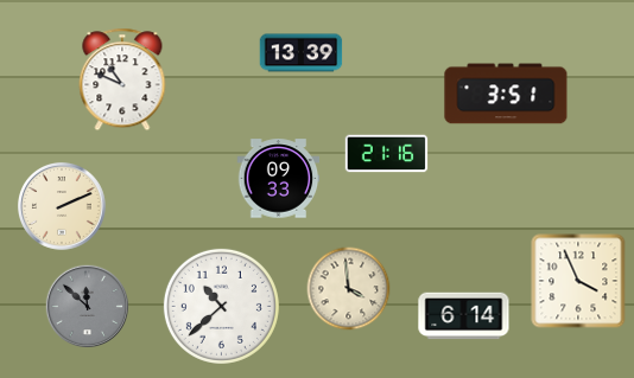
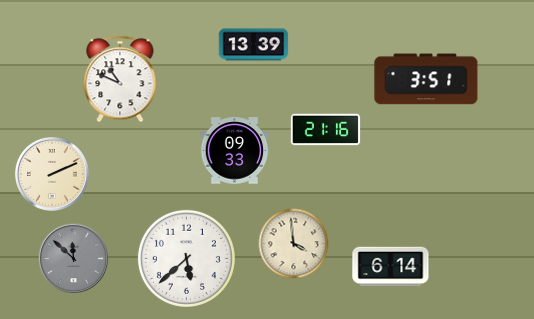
clock at (122, 79) position: (122, 79) -> (120, 79)
clock at (578, 281): 3:56 -> none
clock at (221, 306): 10:38 -> 5:38
